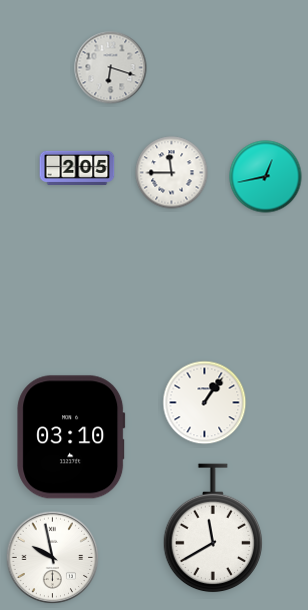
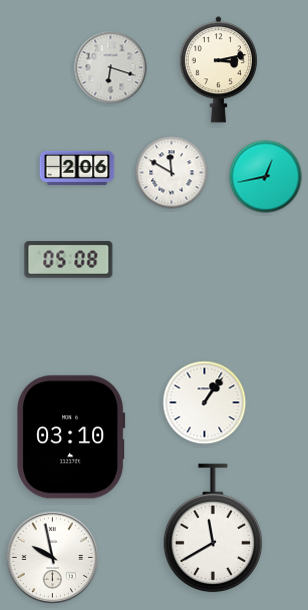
clock at (218, 70): none -> 3:13
clock at (77, 168): 2:05 -> 2:06
clock at (172, 173): 11:45 -> 11:50
clock at (69, 260): none -> 05:08
